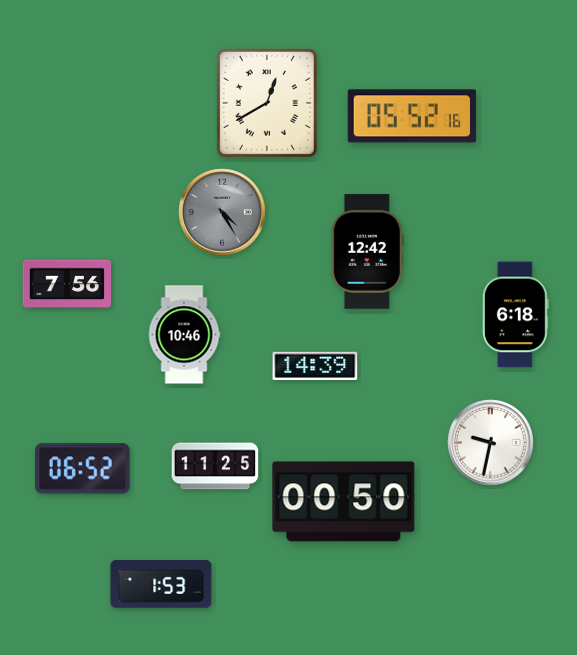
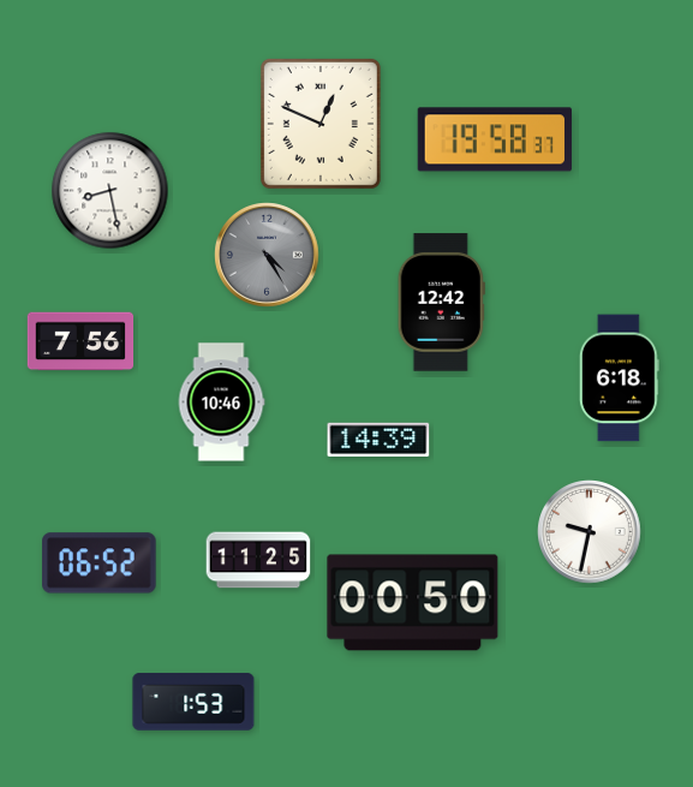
clock at (267, 103): 12:40 -> 12:49
clock at (411, 116): 05:52 -> 19:58
clock at (110, 191): none -> 8:28
